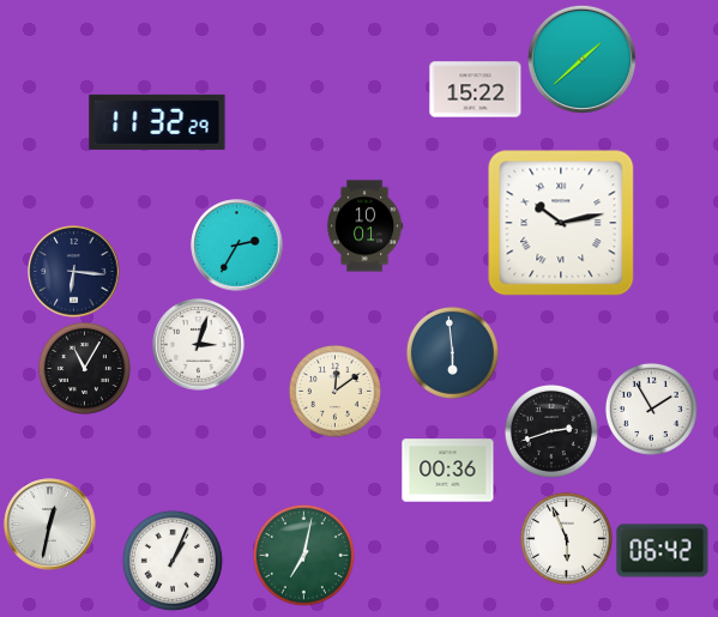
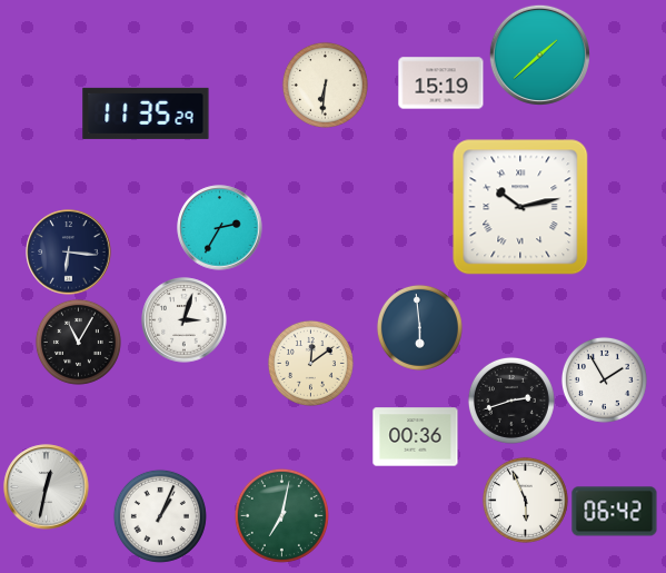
clock at (476, 90): 15:22 -> 15:19
clock at (325, 85): none -> 6:31
clock at (157, 122): 11:32 -> 11:35
clock at (364, 226): 10:01 -> none
clock at (173, 561) position: (173, 561) -> (160, 516)
